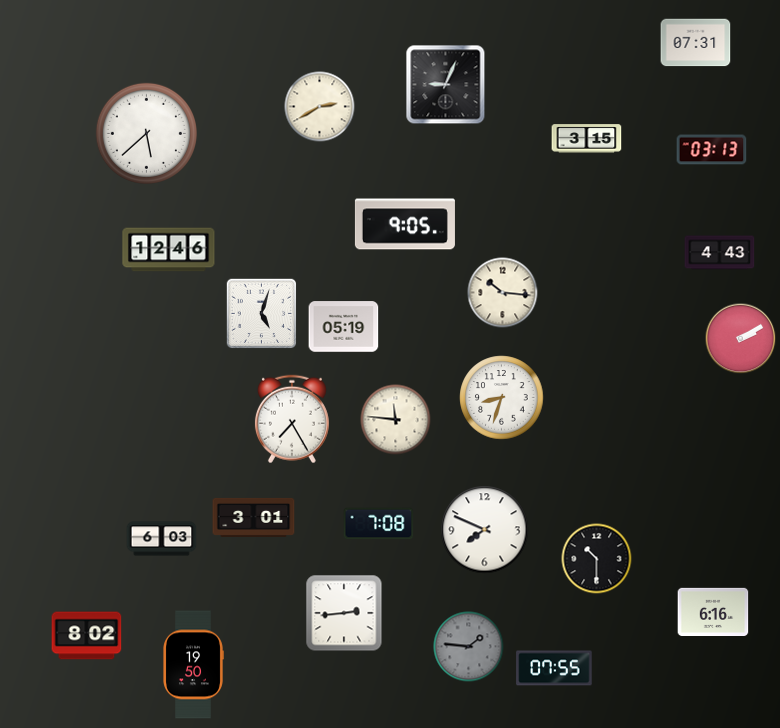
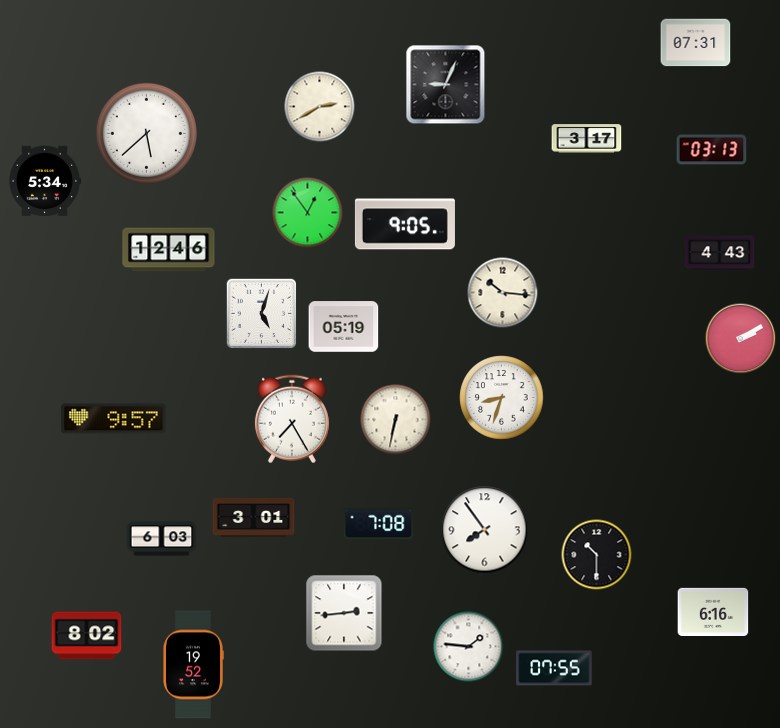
clock at (587, 139): 3:15 -> 3:17
clock at (44, 181): none -> 5:34
clock at (308, 213): none -> 12:54
clock at (114, 419): none -> 9:57
clock at (396, 420): 11:46 -> 6:32
clock at (485, 530): 7:49 -> 7:54
clock at (597, 559) position: (597, 559) -> (597, 555)
clock at (469, 647) dial: grey -> white
clock at (193, 665): 19:50 -> 19:52
